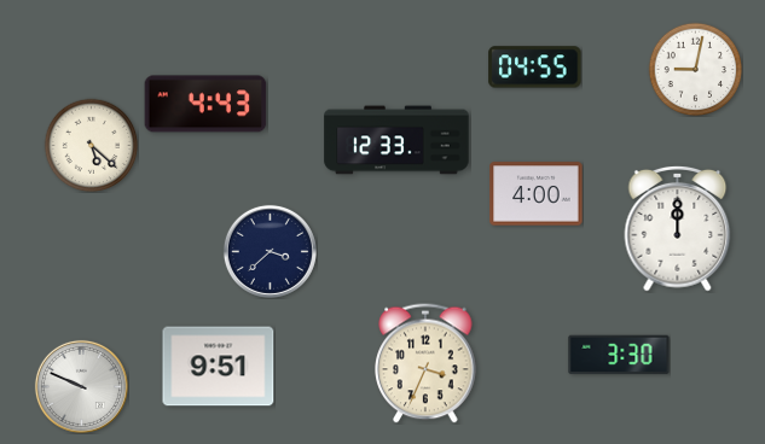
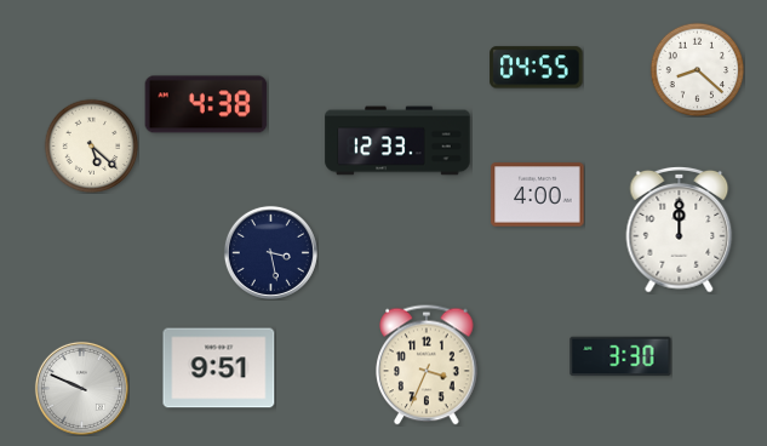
clock at (695, 69): 9:02 -> 8:22
clock at (205, 104): 4:43 -> 4:38
clock at (270, 251): 3:38 -> 3:28
